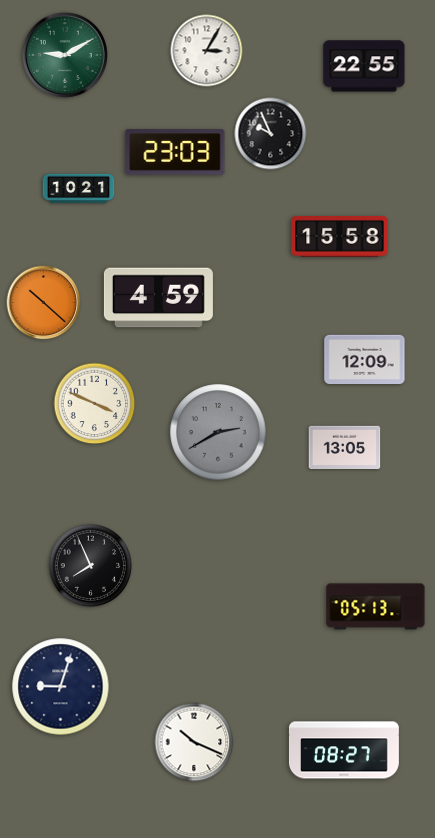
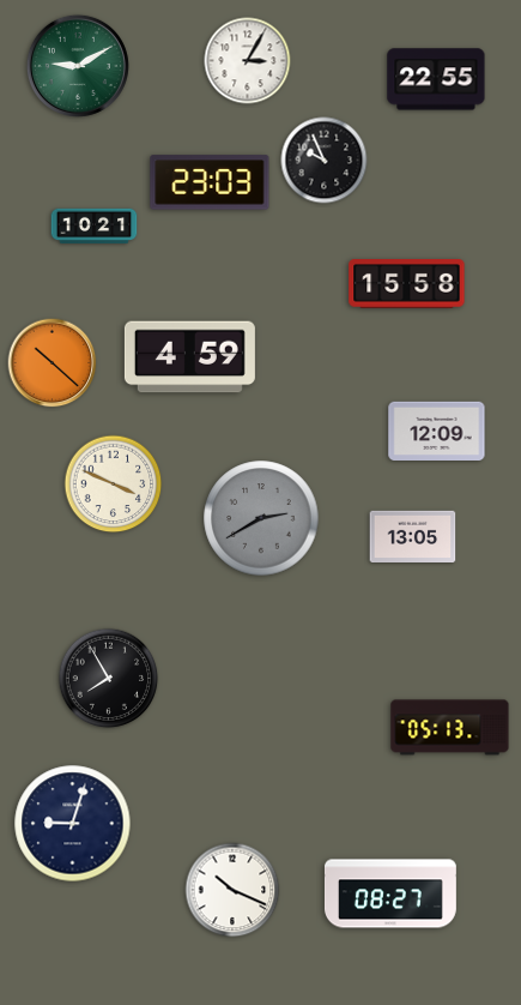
clock at (91, 566): 7:56 -> 7:55
clock at (344, 750) position: (344, 750) -> (390, 893)
